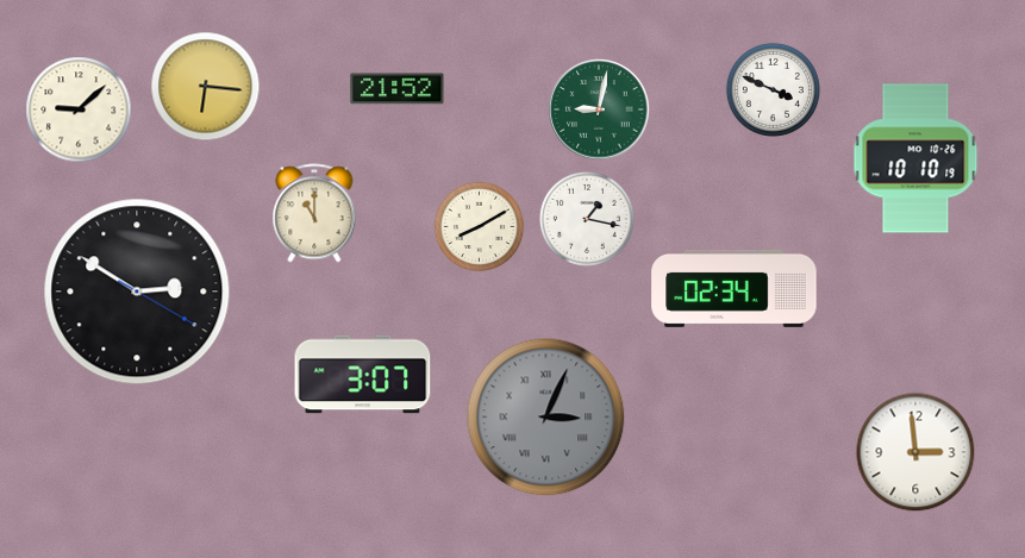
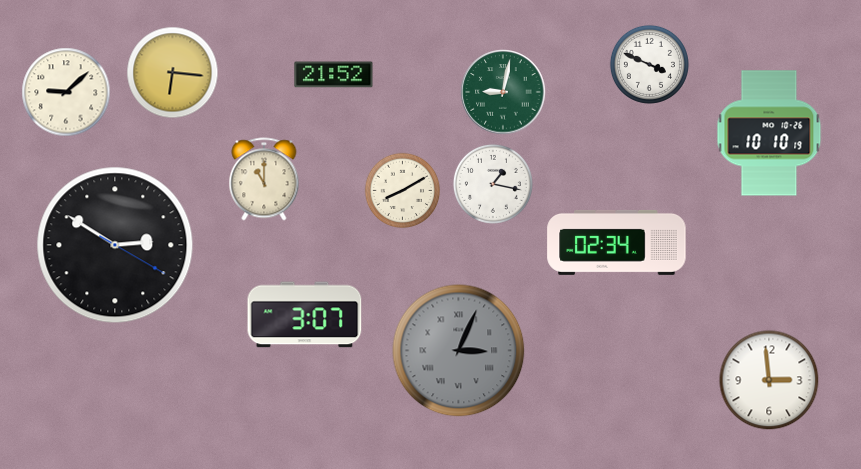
clock at (773, 89) position: (773, 89) -> (649, 64)
